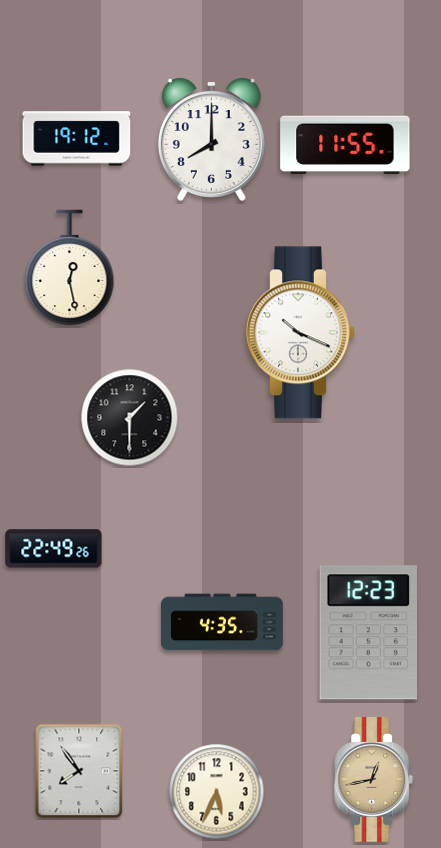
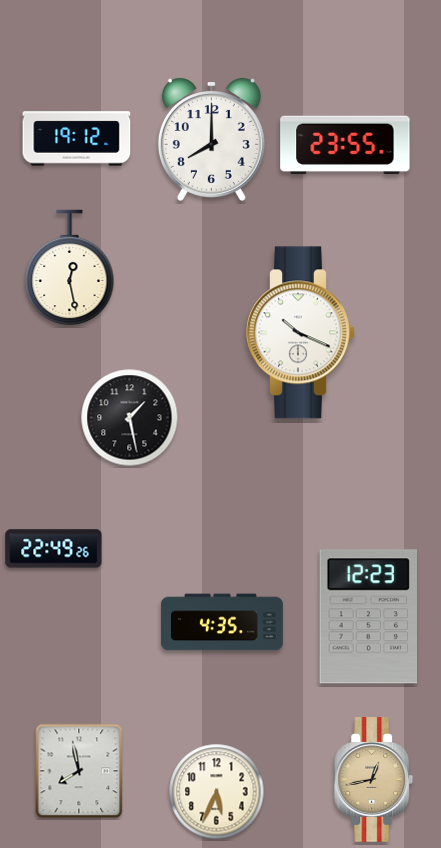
clock at (345, 145): 11:55 -> 23:55
clock at (130, 418): 1:30 -> 1:28
clock at (368, 633) position: (368, 633) -> (368, 617)
clock at (79, 771): 7:54 -> 7:58
